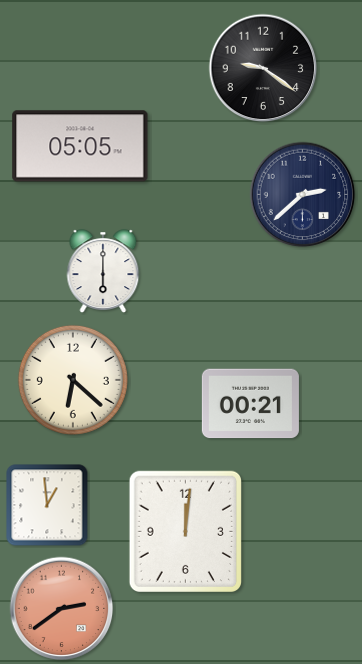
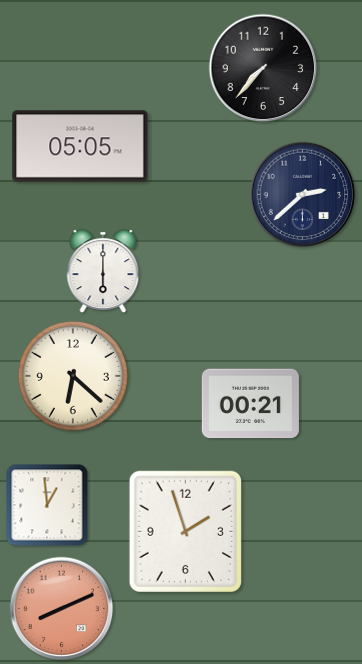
clock at (263, 68): 9:21 -> 7:37
clock at (73, 380) position: (73, 380) -> (73, 376)
clock at (185, 531): 12:01 -> 1:57
clock at (62, 609): 2:39 -> 8:11
